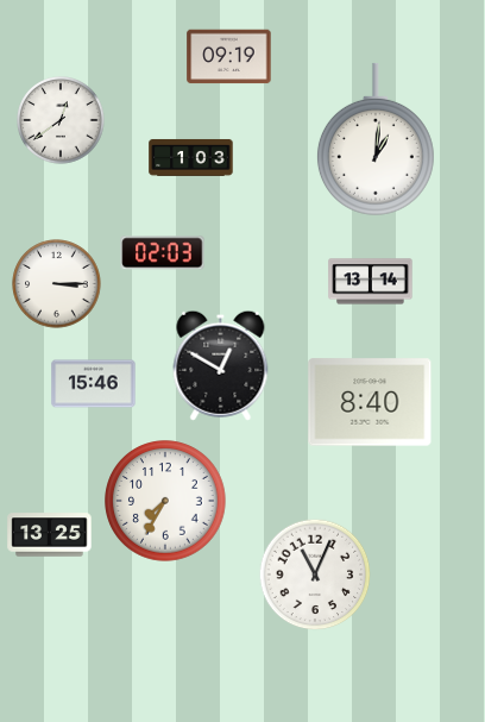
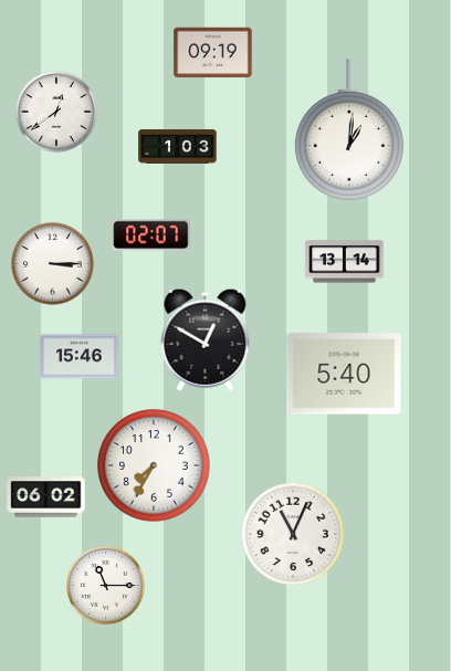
clock at (163, 253): 02:03 -> 02:07
clock at (94, 384) position: (94, 384) -> (80, 357)
clock at (370, 402): 8:40 -> 5:40
clock at (50, 535): 13:25 -> 06:02
clock at (105, 585): none -> 11:15
